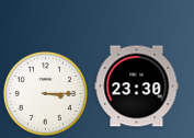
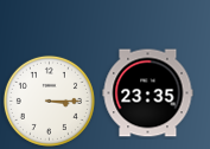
clock at (137, 87): 23:30 -> 23:35
